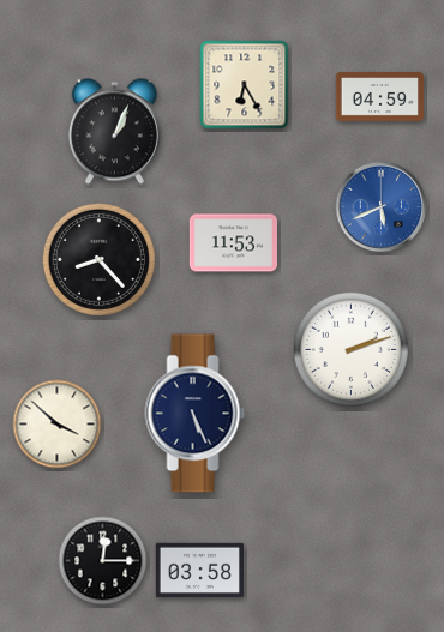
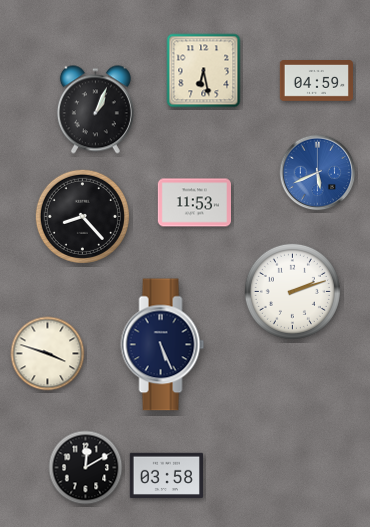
clock at (245, 85): 6:25 -> 6:28
clock at (58, 425): 3:52 -> 3:48
clock at (103, 561): 12:15 -> 12:10
